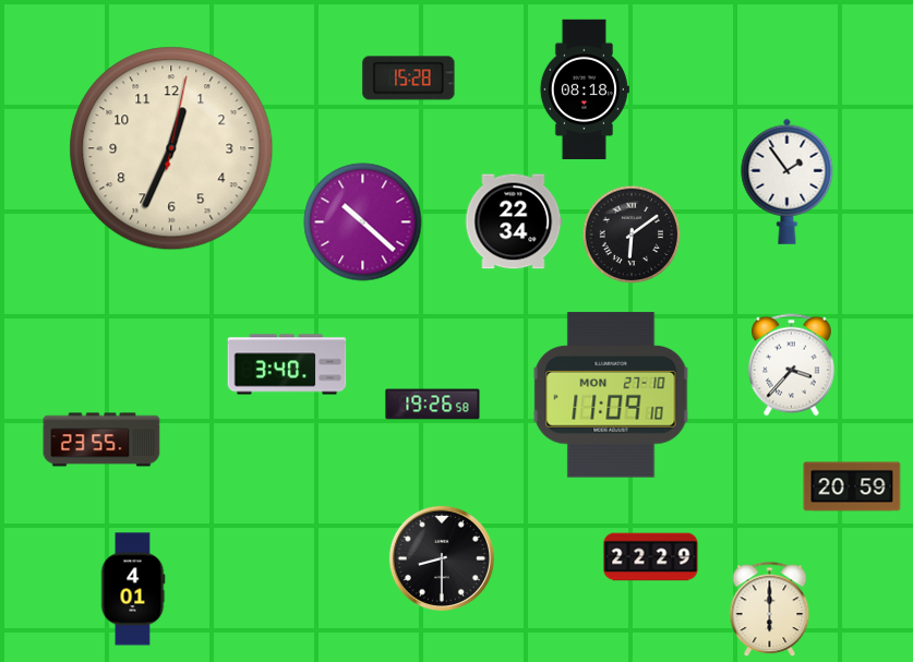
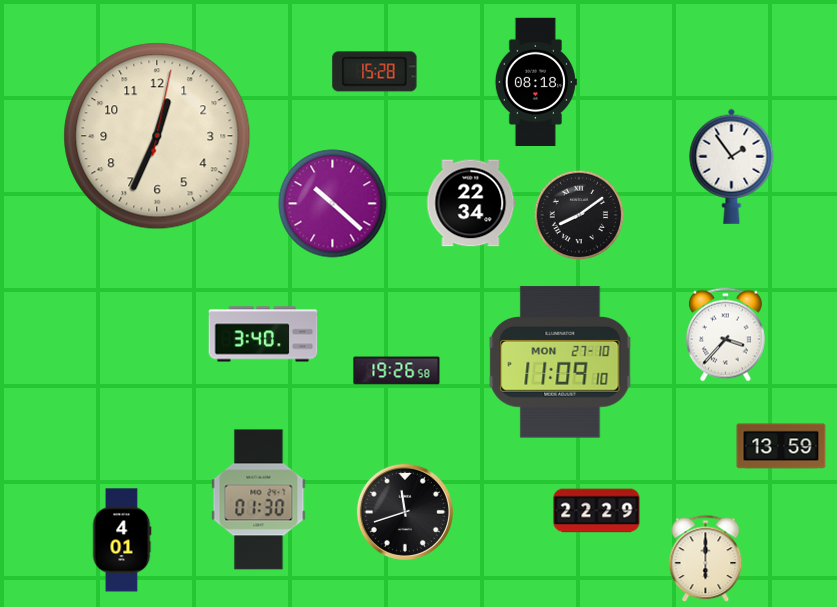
clock at (788, 181) position: (788, 181) -> (732, 166)
clock at (632, 234): 6:09 -> 8:09
clock at (101, 440): 23:55 -> none
clock at (852, 486): 20:59 -> 13:59
clock at (259, 500): none -> 01:30
clock at (442, 558): 8:30 -> 11:42
